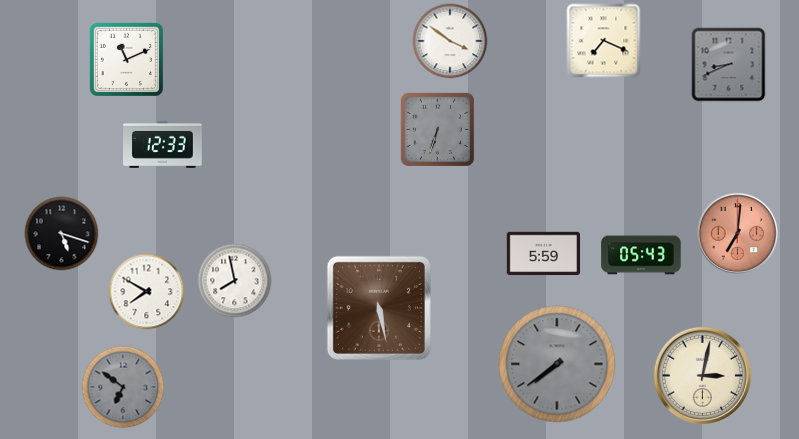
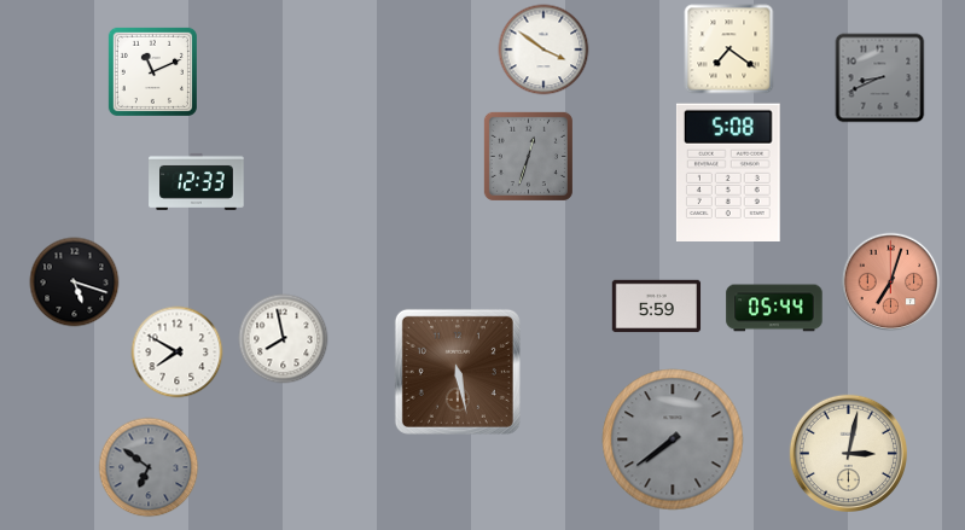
clock at (604, 41): 7:19 -> 7:21
clock at (437, 129): 6:33 -> 12:33
clock at (728, 171): none -> 5:08
clock at (163, 144) position: (163, 144) -> (197, 181)
clock at (738, 234): 7:01 -> 7:03
clock at (641, 255): 05:43 -> 05:44
